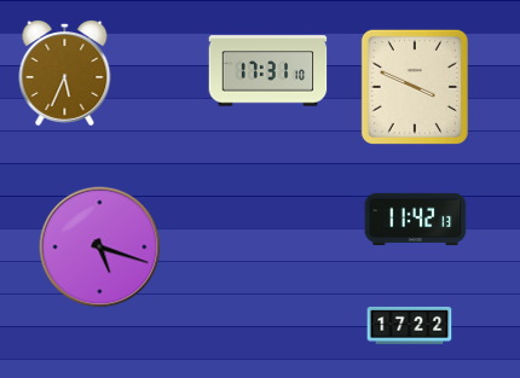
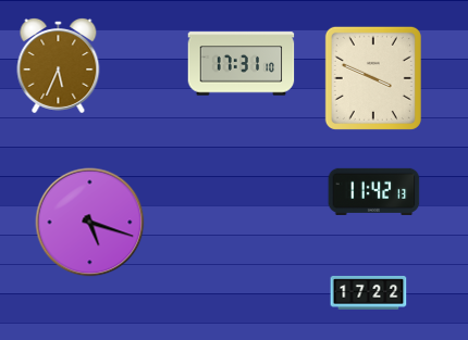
clock at (416, 219) position: (416, 219) -> (374, 191)
